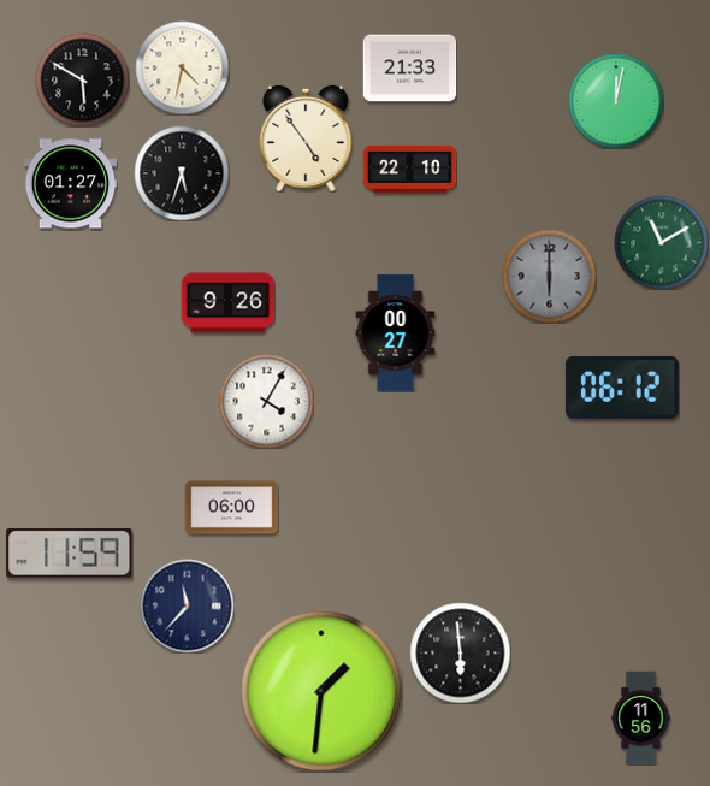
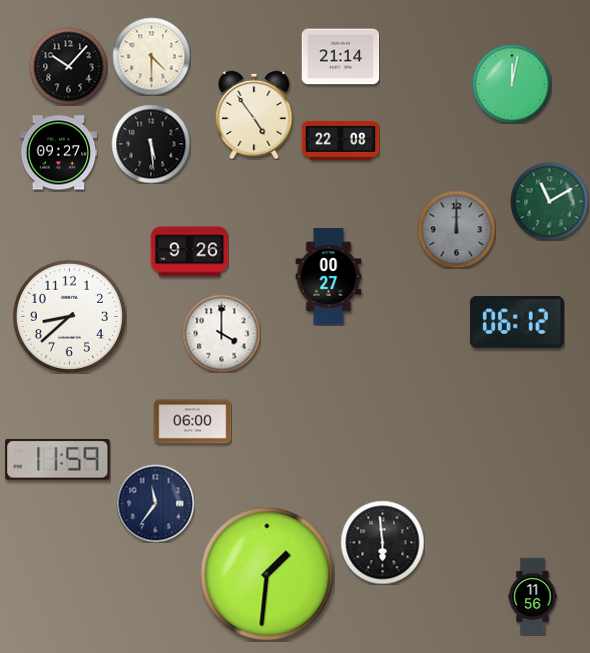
clock at (182, 67): 4:32 -> 4:30
clock at (409, 69): 21:33 -> 21:14
clock at (82, 79): 5:50 -> 10:07
clock at (409, 169): 22:10 -> 22:08
clock at (182, 173): 5:33 -> 5:29
clock at (70, 184): 01:27 -> 09:27
clock at (549, 276): 6:00 -> 12:00
clock at (69, 316): none -> 8:38
clock at (266, 401): 4:05 -> 4:00
clock at (187, 605): 11:37 -> 11:36
